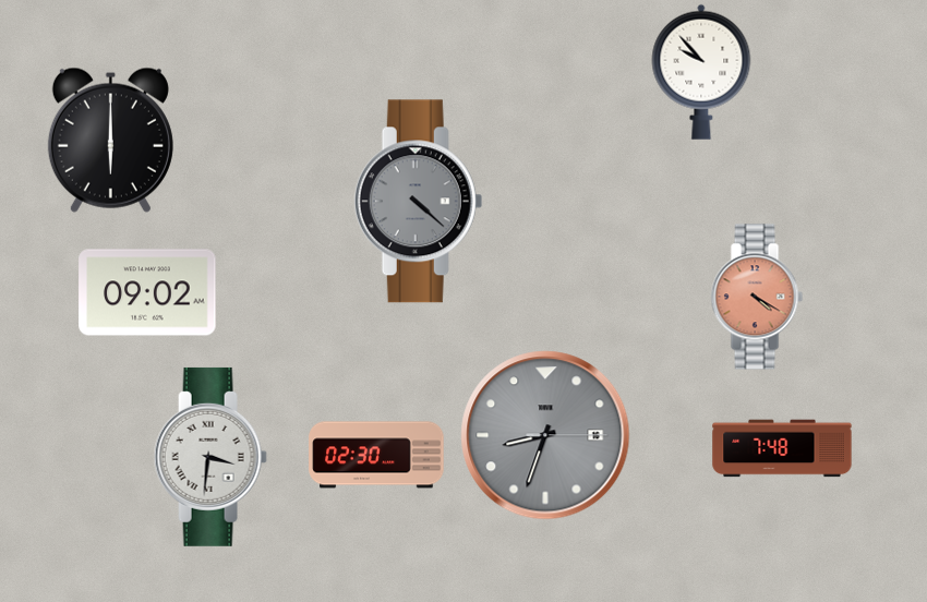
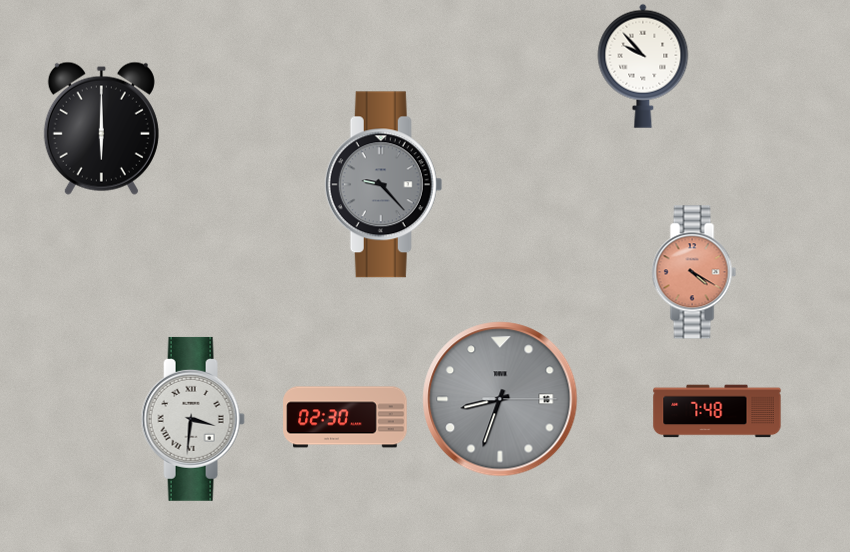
clock at (419, 202): 4:22 -> 9:23
clock at (147, 292): 09:02 -> none
